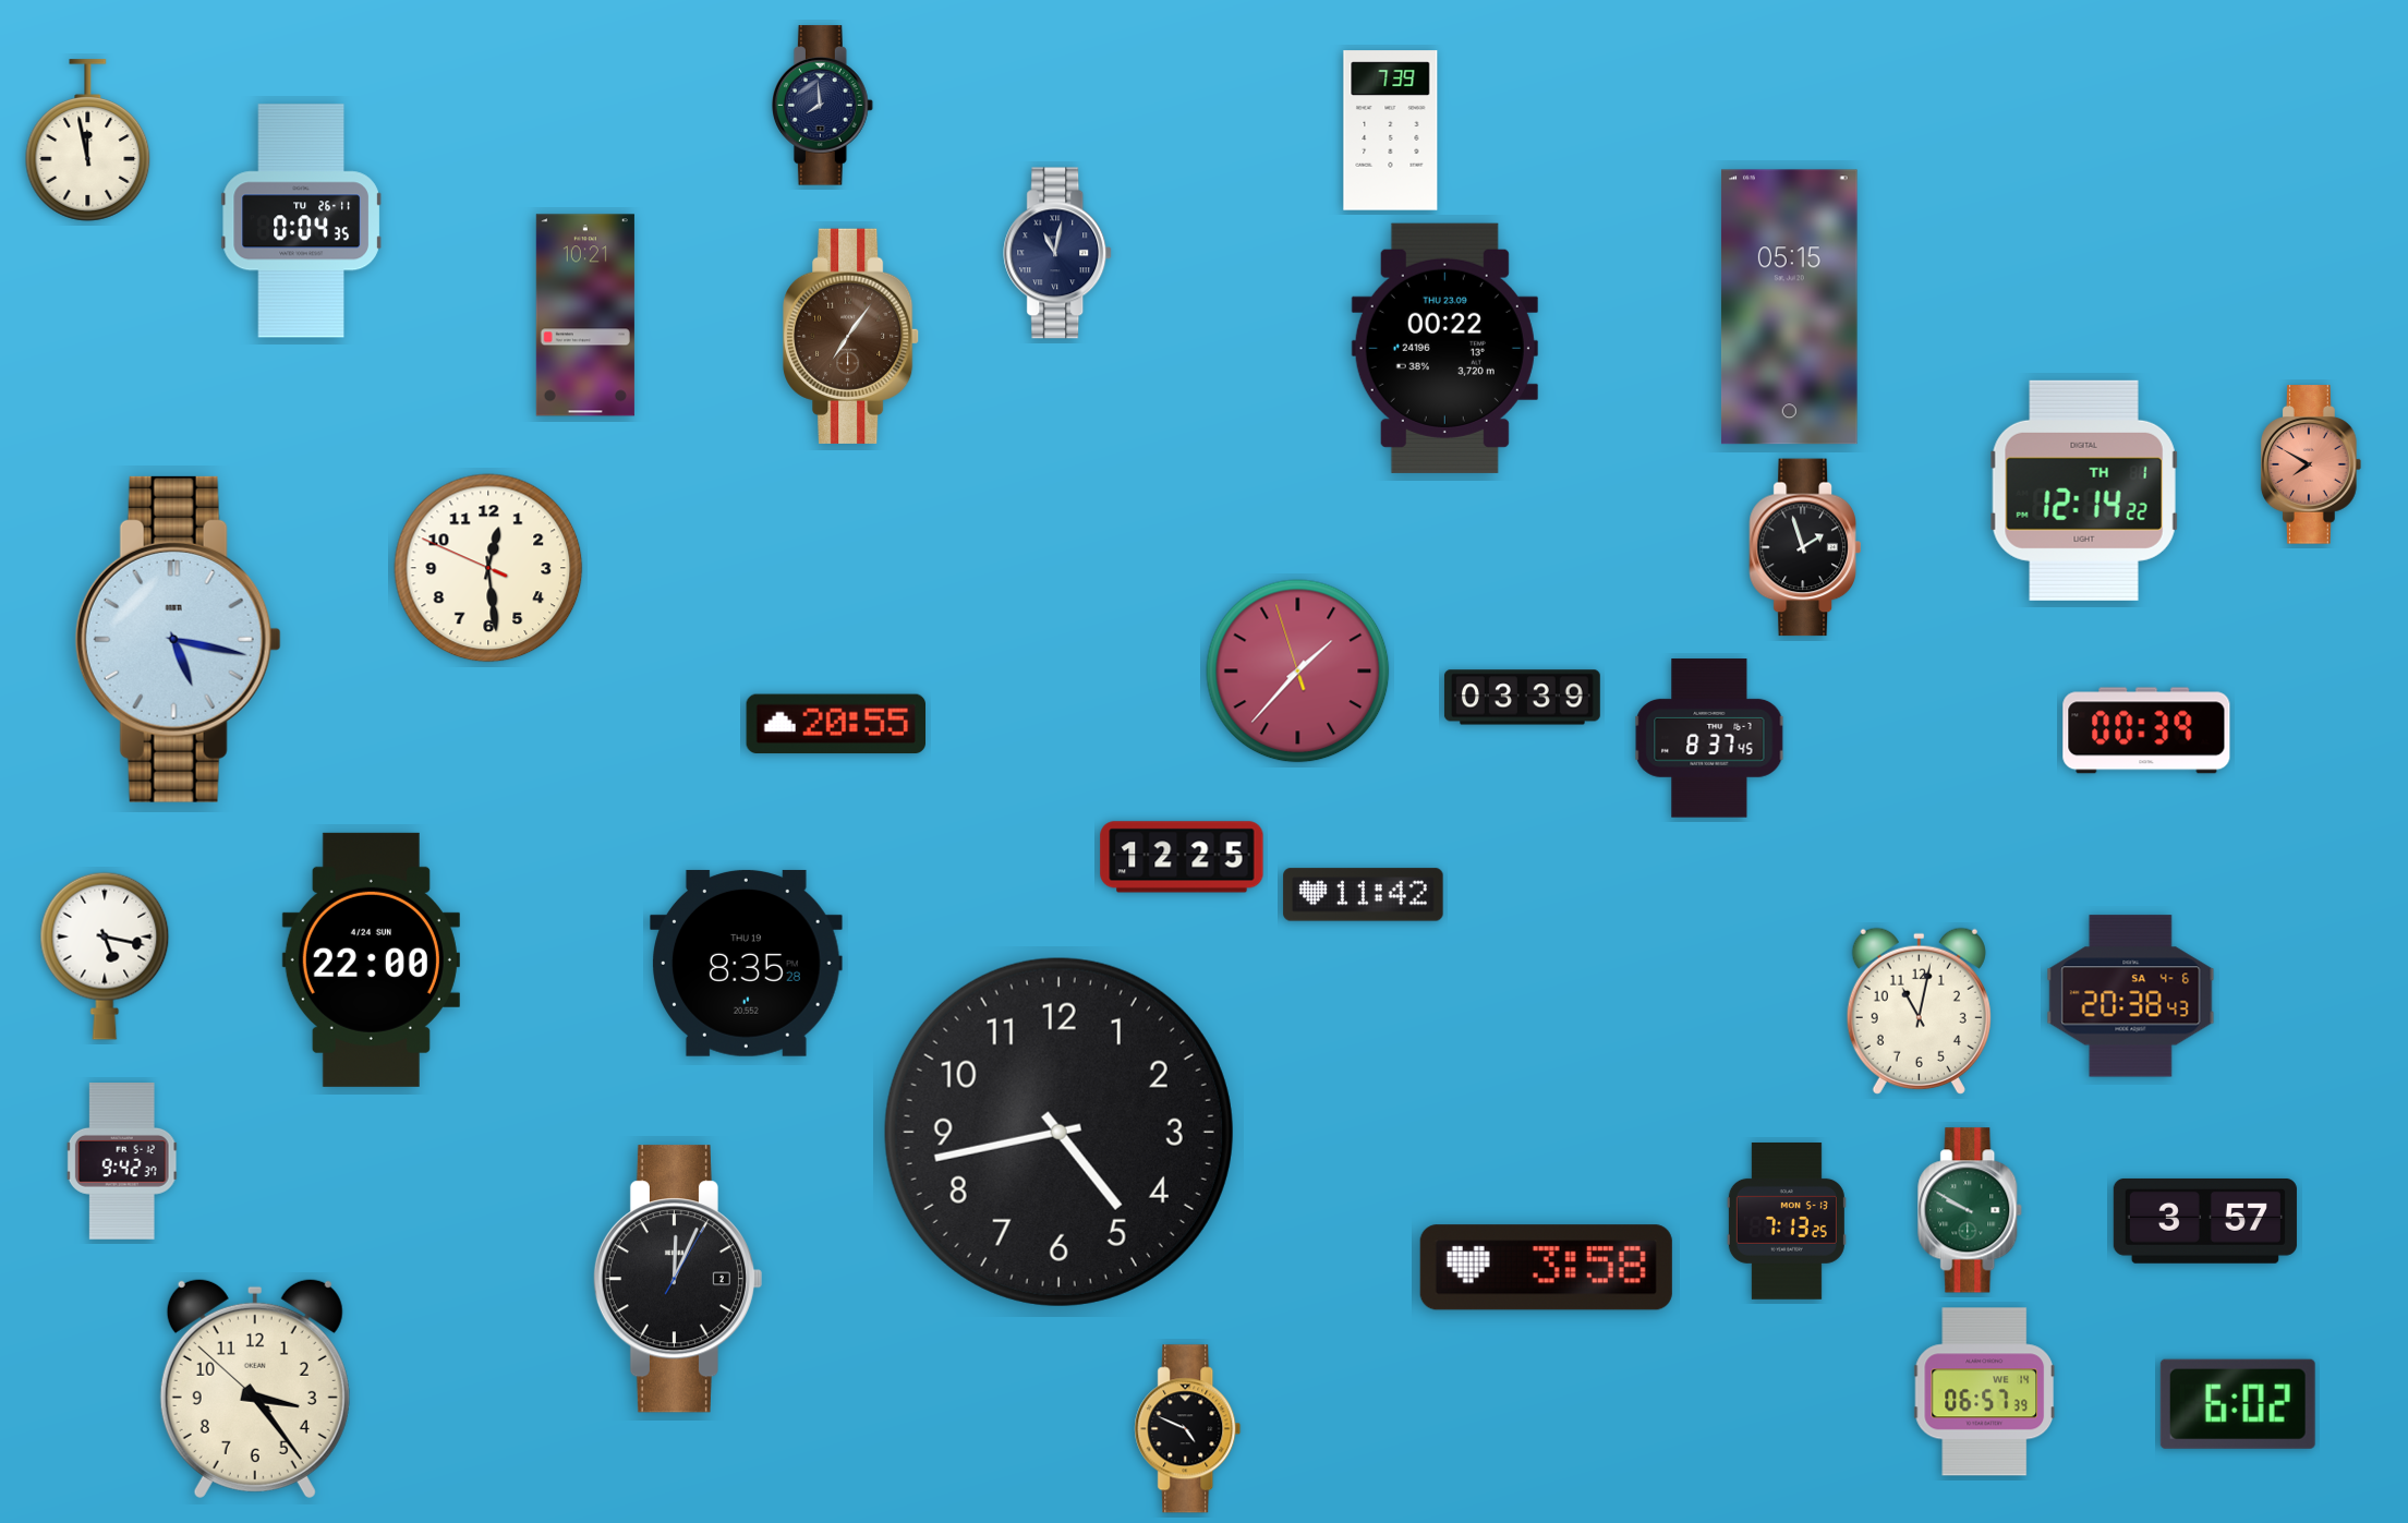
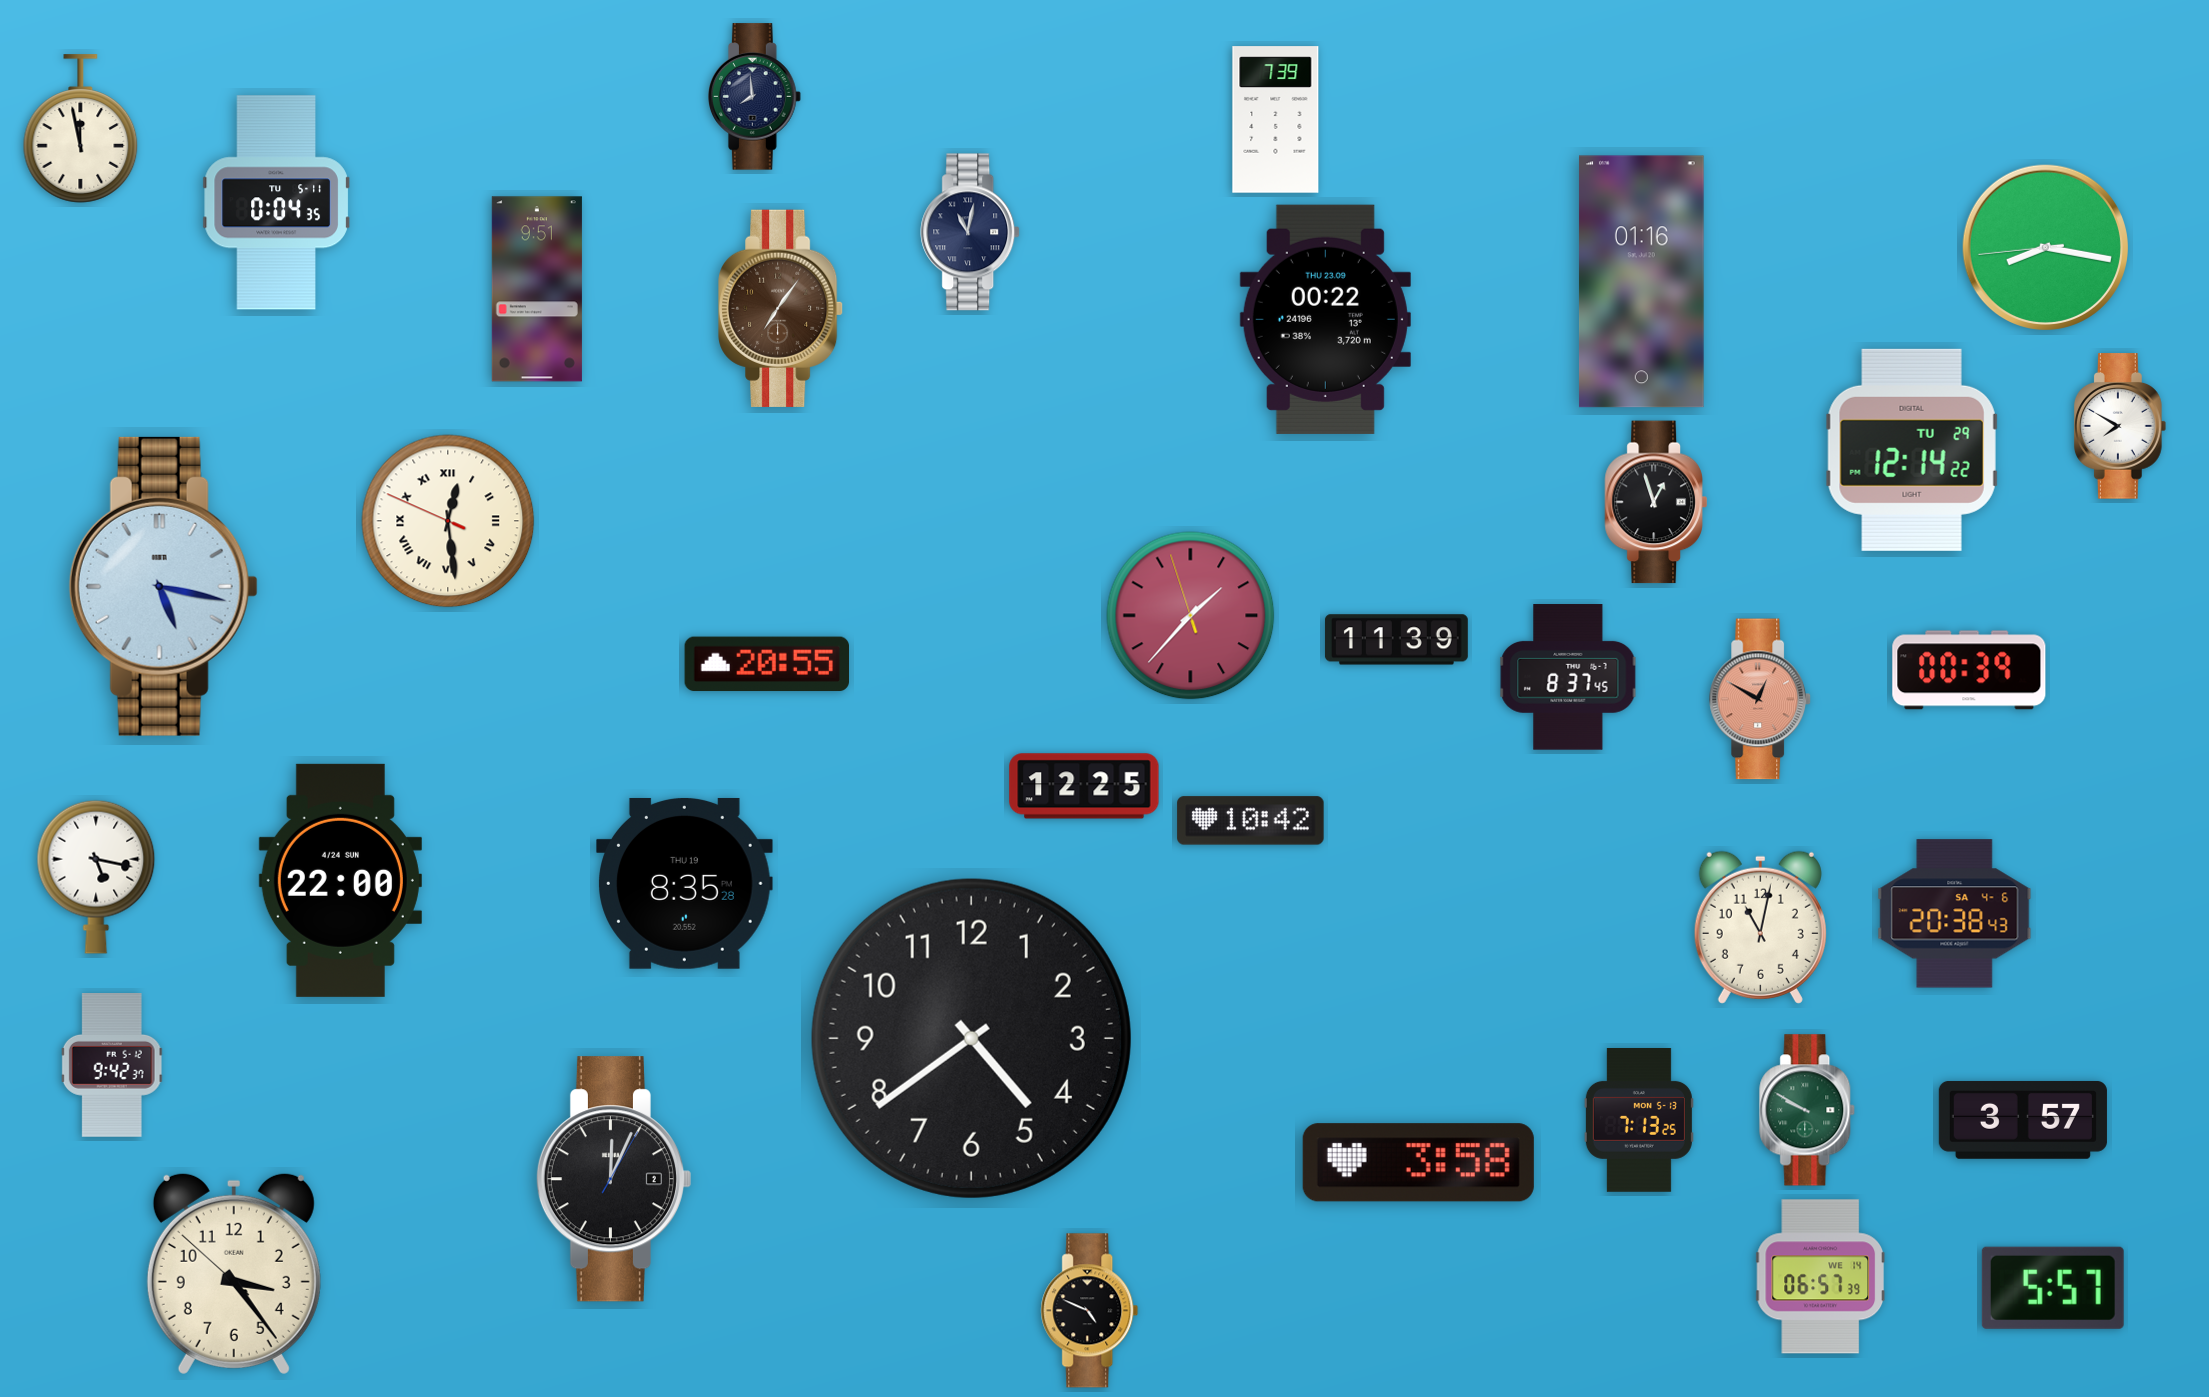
clock at (301, 221) date: TU 26-11 -> TU 5-11
clock at (2045, 247): none -> 8:16
clock at (1789, 307): 05:15 -> 01:16
clock at (585, 315): 10:21 -> 9:51
clock at (2311, 464) dial: salmon -> white
clock at (2084, 491) date: TH 1 -> TU 29
clock at (1805, 547): 1:57 -> 12:57
clock at (488, 568) numerals: Arabic -> Roman
clock at (1522, 698): 03:39 -> 11:39
clock at (1761, 699): none -> 12:50
clock at (1364, 895): 11:42 -> 10:42
clock at (1058, 1132): 4:43 -> 4:39
clock at (677, 1279) position: (677, 1279) -> (613, 1179)
clock at (2238, 1404): 6:02 -> 5:57
